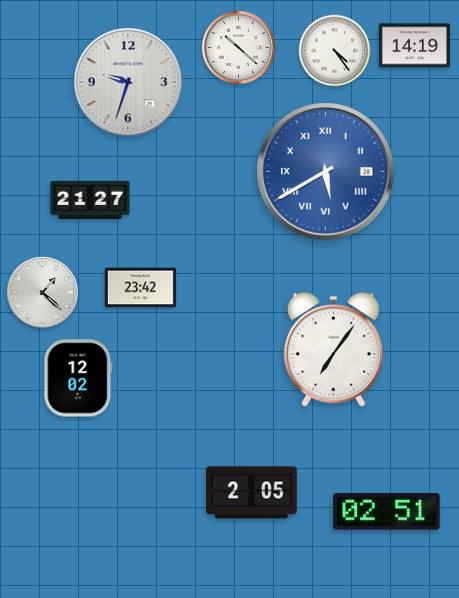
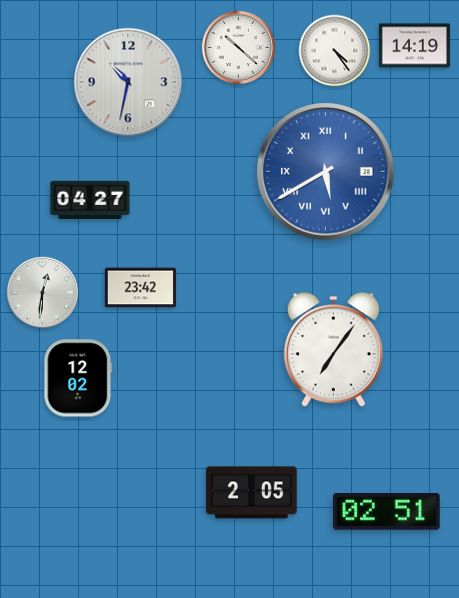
clock at (128, 82): 9:33 -> 10:32
clock at (90, 200): 21:27 -> 04:27
clock at (42, 292): 1:22 -> 12:31
